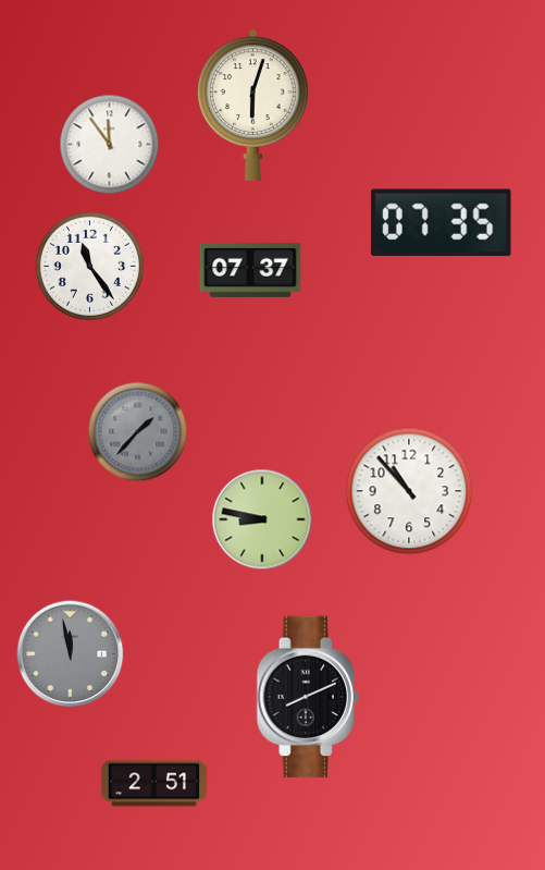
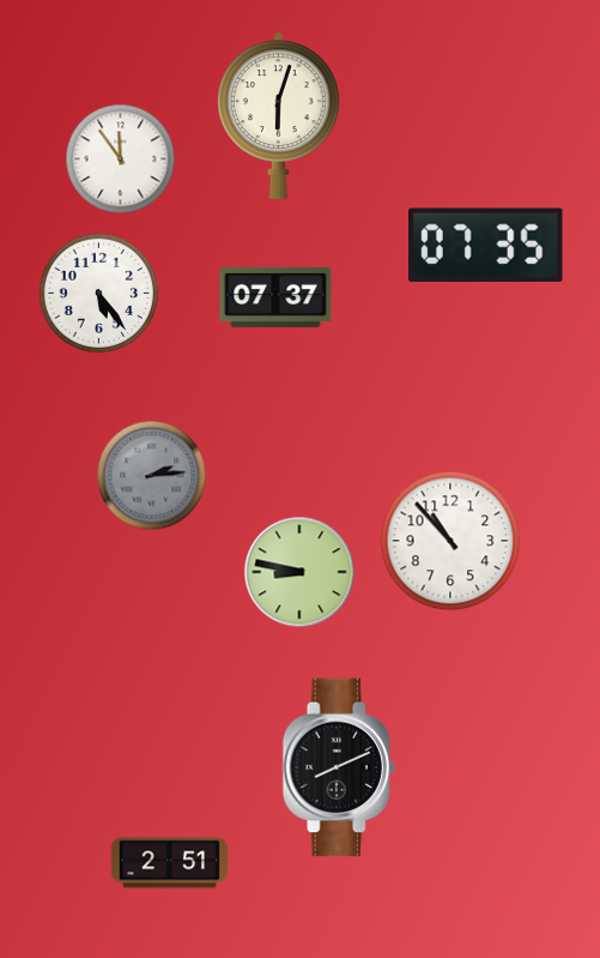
clock at (89, 266): 11:24 -> 5:24
clock at (138, 432): 1:37 -> 2:14
clock at (262, 519) position: (262, 519) -> (299, 572)
clock at (71, 654): 11:58 -> none
